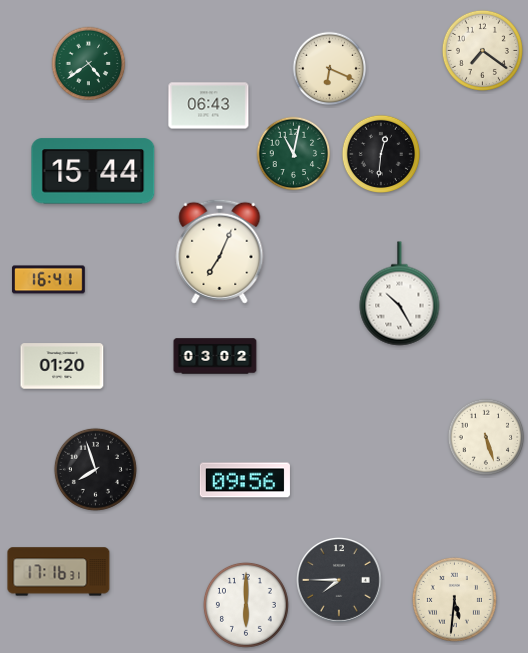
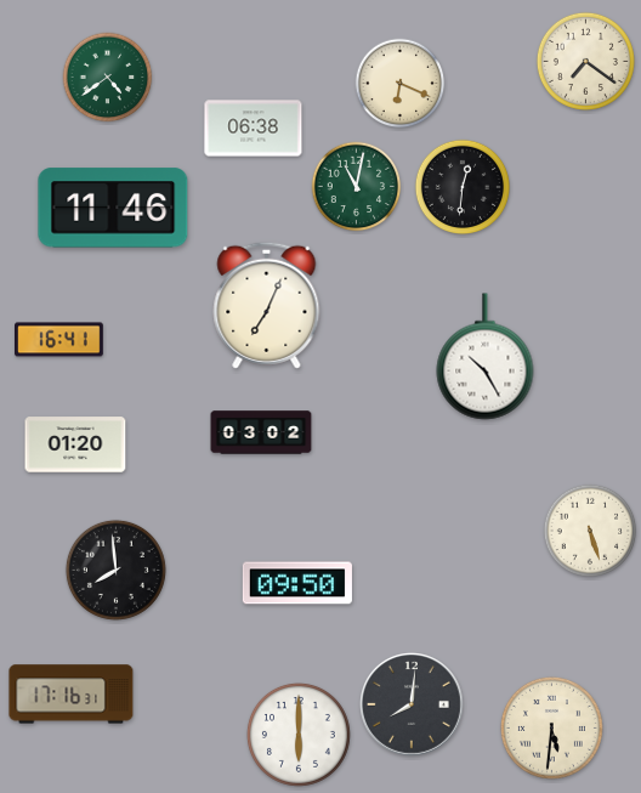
clock at (209, 106): 06:43 -> 06:38
clock at (93, 171): 15:44 -> 11:46
clock at (95, 469): 7:57 -> 7:59
clock at (245, 480): 09:56 -> 09:50
clock at (340, 581): 7:45 -> 8:01
